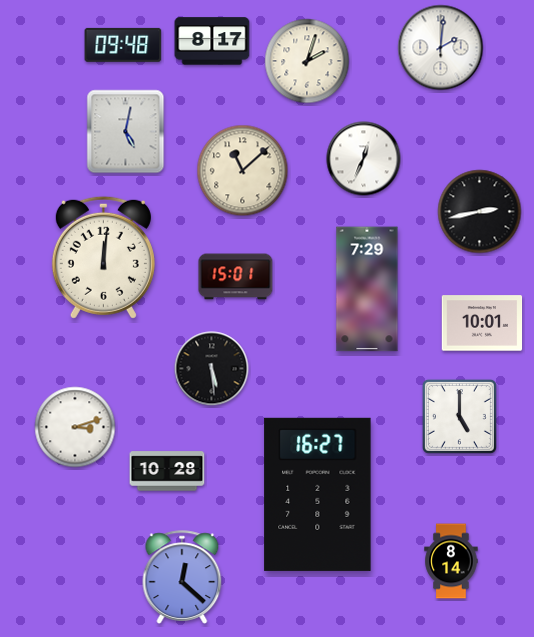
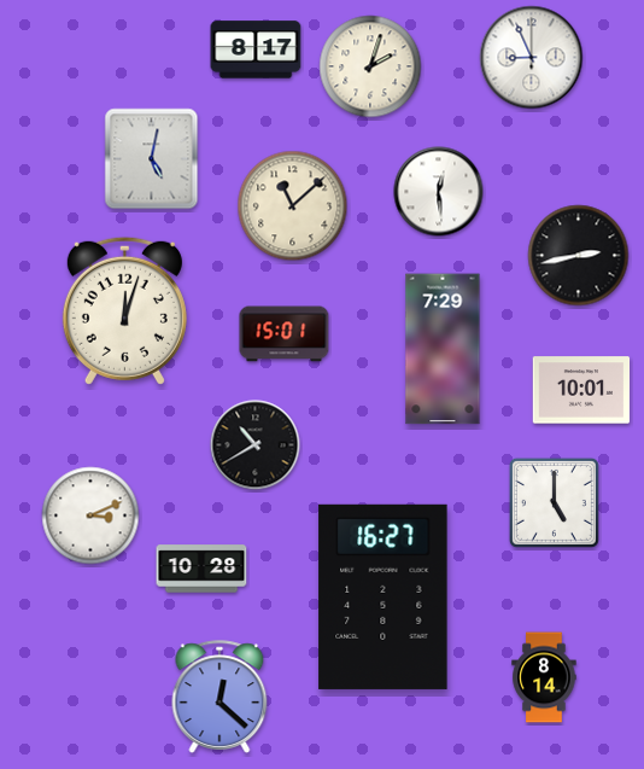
clock at (123, 45): 09:48 -> none
clock at (441, 48): 2:01 -> 8:56
clock at (307, 61) position: (307, 61) -> (370, 66)
clock at (364, 159): 12:34 -> 12:29
clock at (103, 257): 12:01 -> 12:03
clock at (212, 369): 5:29 -> 10:40
clock at (75, 427): 3:12 -> 3:11
